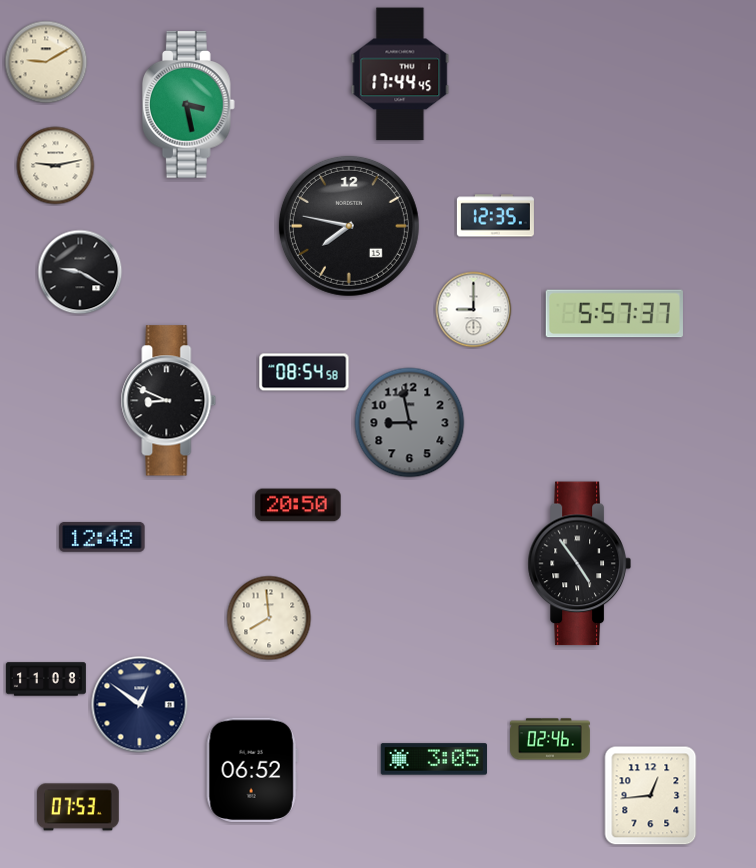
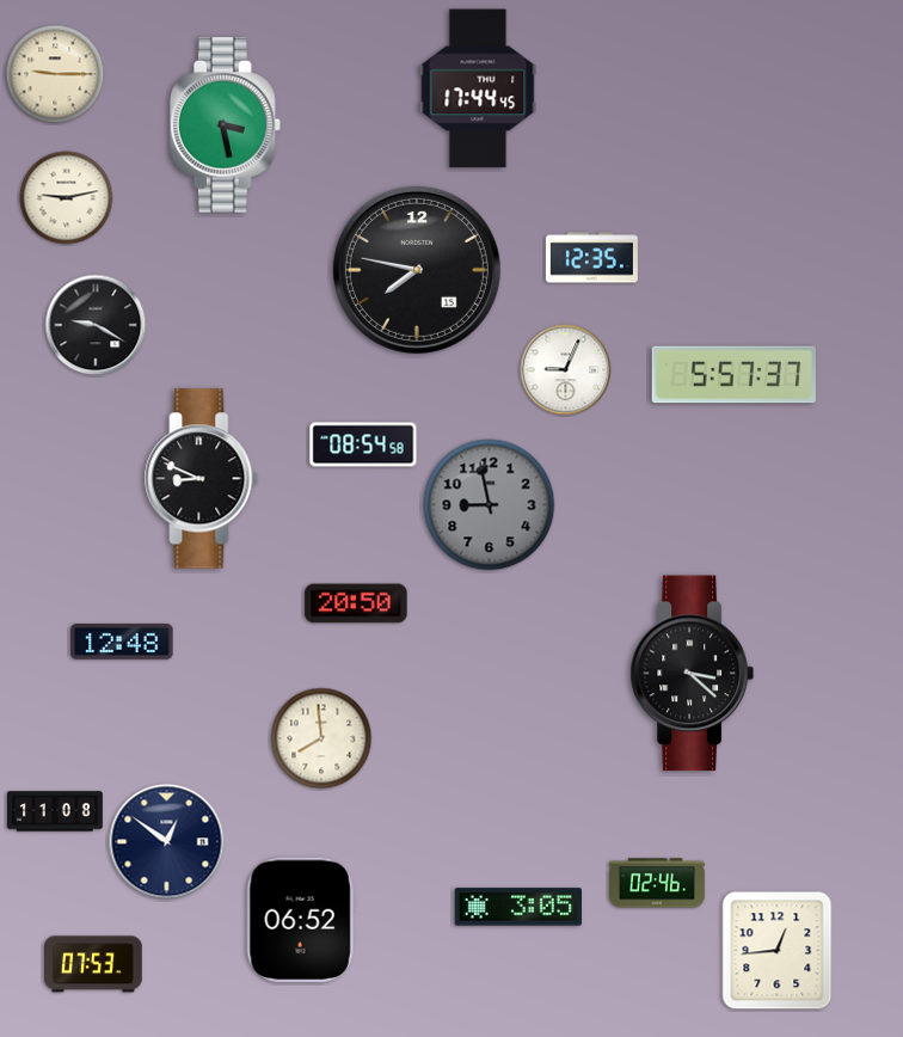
clock at (46, 62): 9:10 -> 9:15
clock at (474, 310): 9:00 -> 9:04
clock at (579, 564): 4:54 -> 3:22
